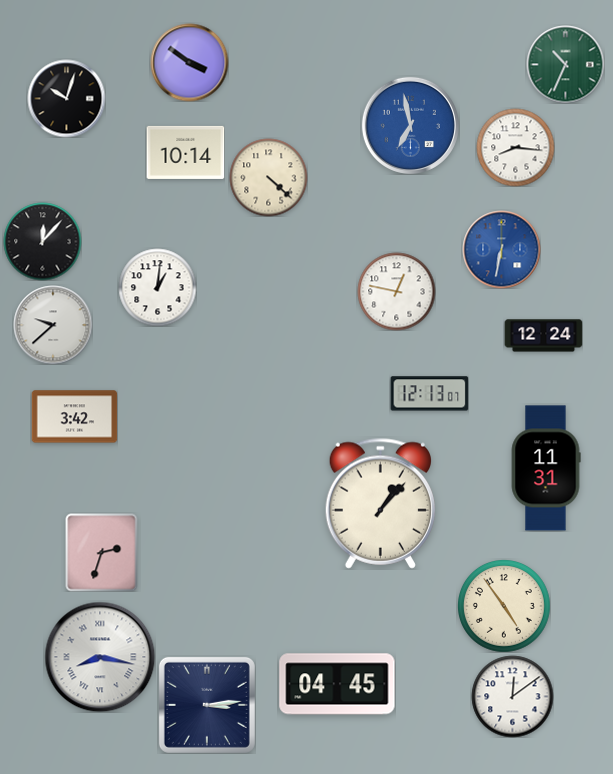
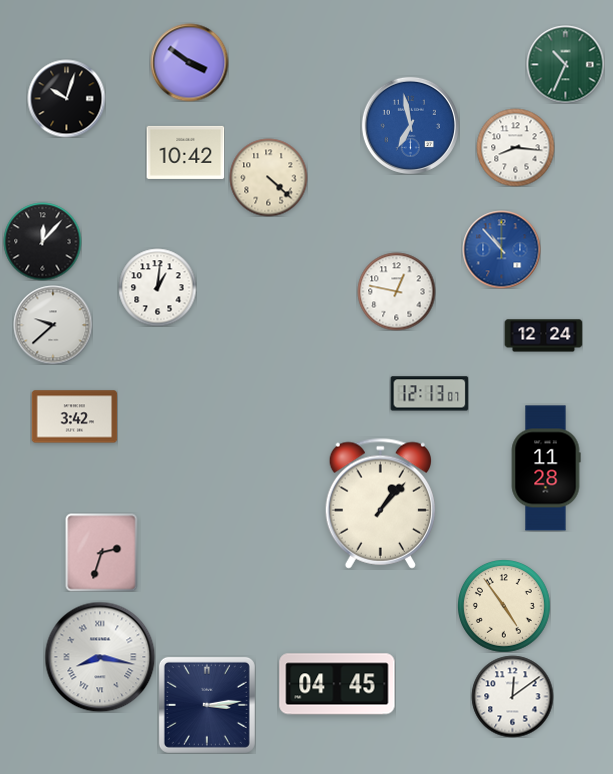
clock at (185, 152): 10:14 -> 10:42
clock at (501, 249): 6:32 -> 10:53
clock at (546, 468): 11:31 -> 11:28
